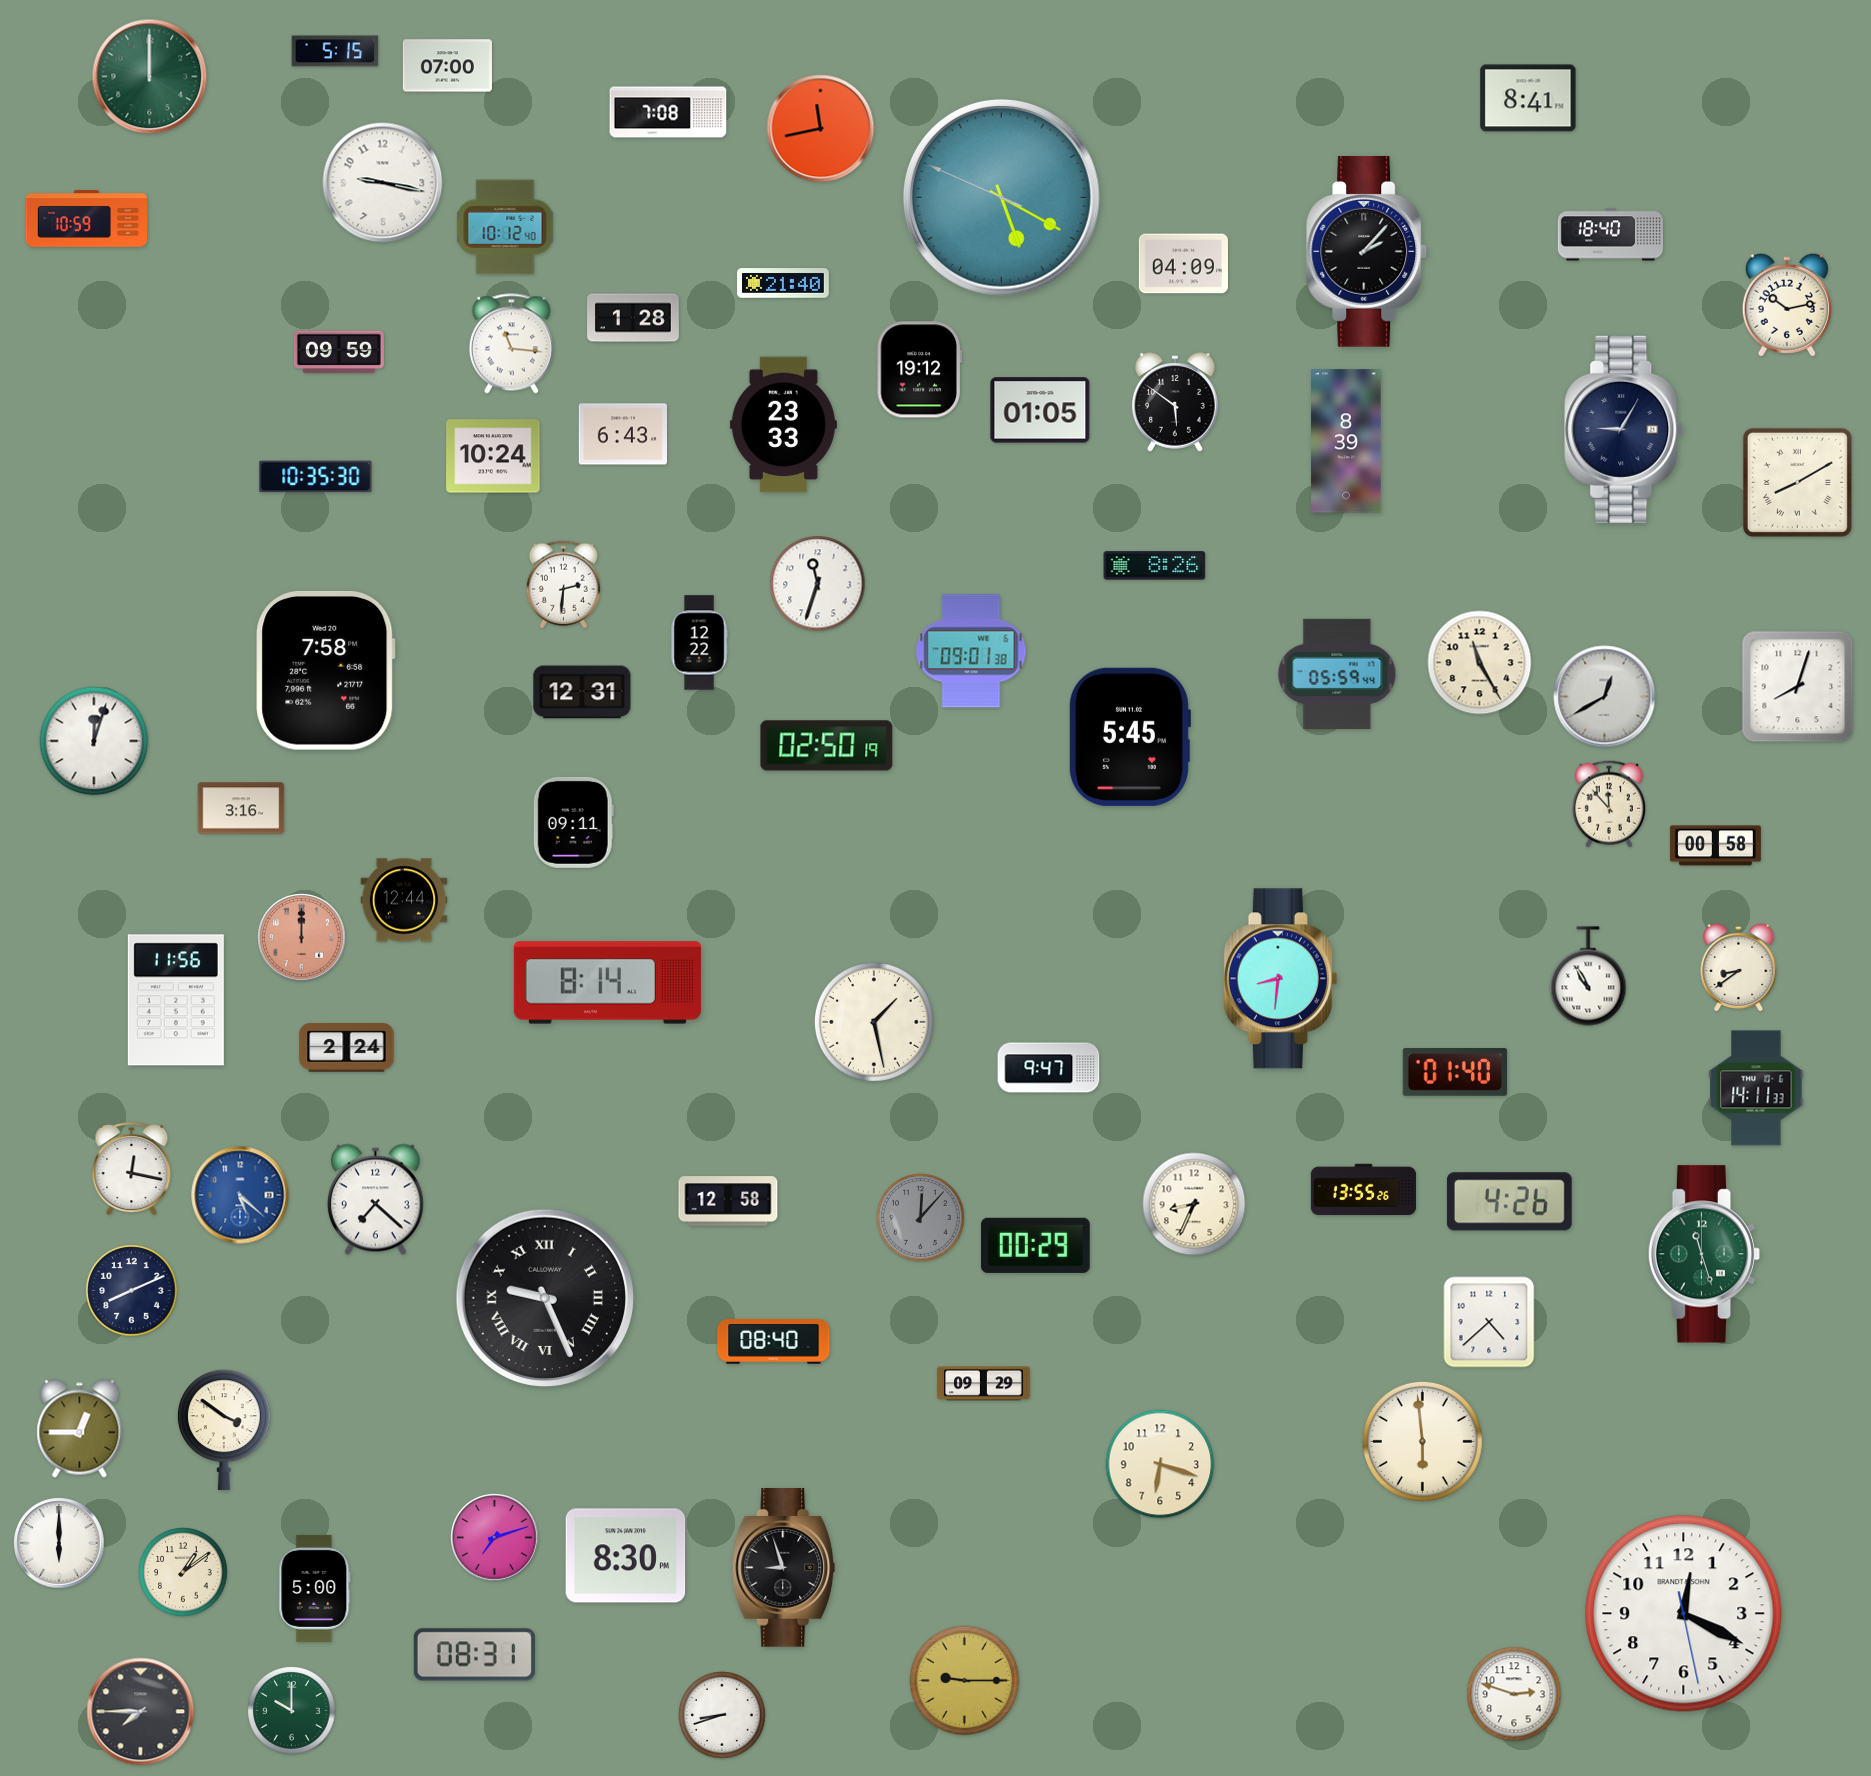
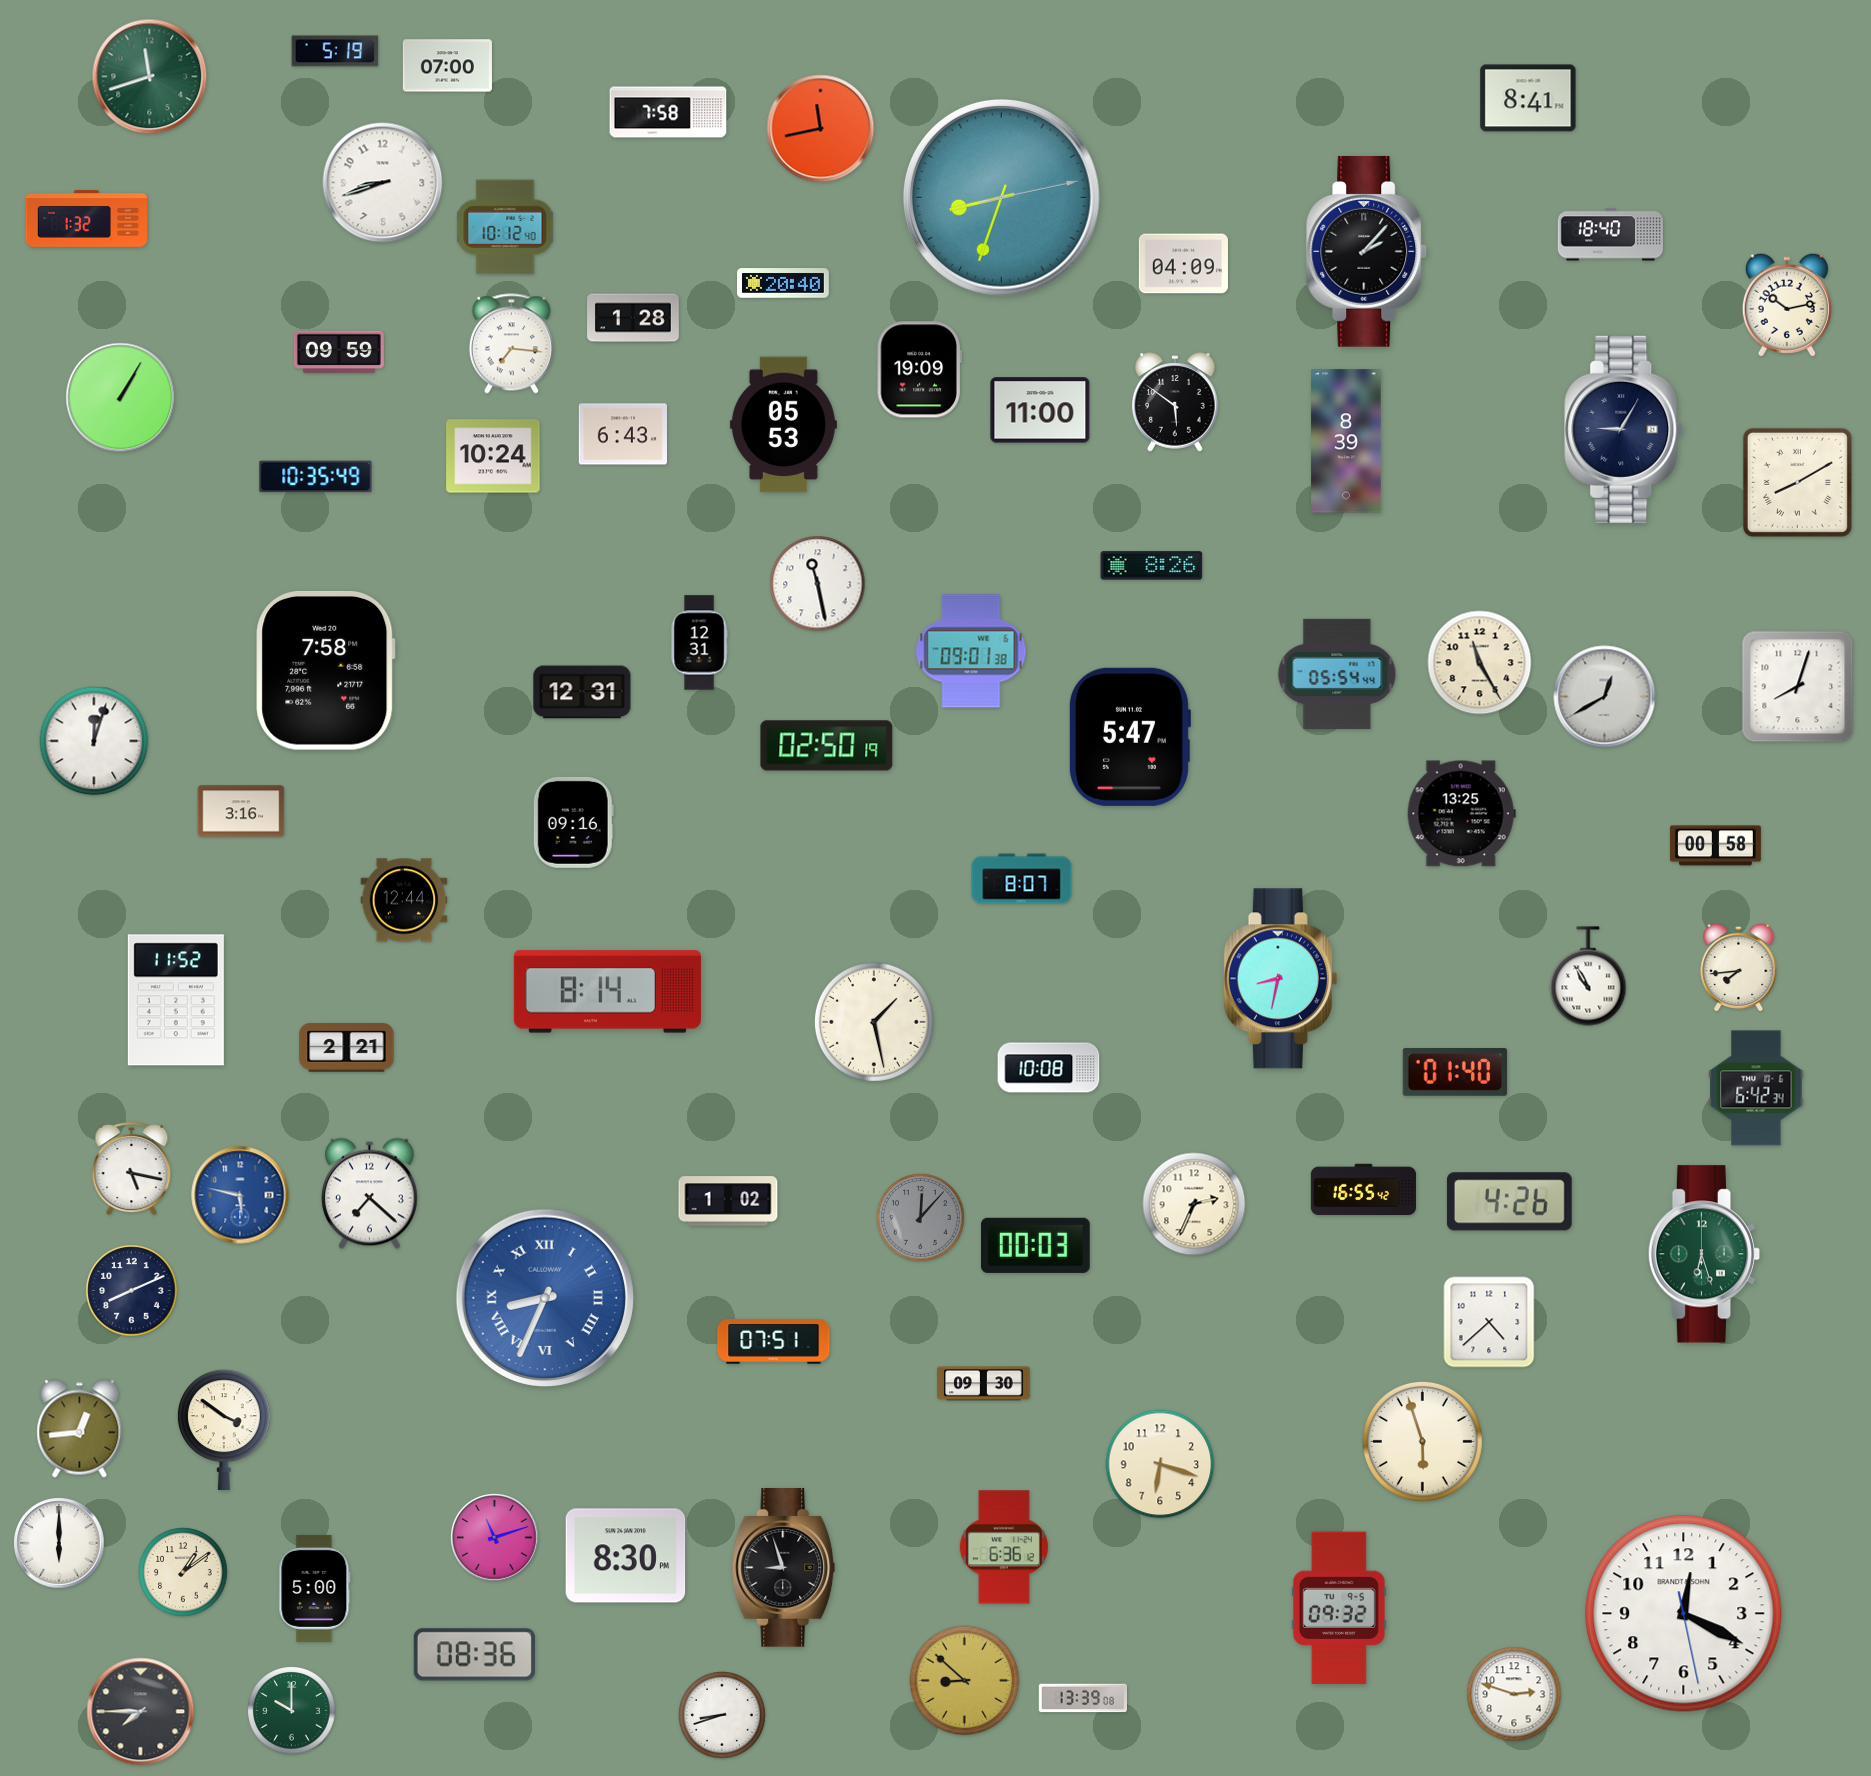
clock at (335, 51): 5:15 -> 5:19
clock at (150, 77): 12:00 -> 11:42
clock at (668, 112): 7:08 -> 7:58
clock at (383, 183): 9:17 -> 8:42
clock at (1001, 197): 5:19 -> 8:33
clock at (87, 219): 10:59 -> 1:32
clock at (783, 283): 21:40 -> 20:40
clock at (511, 344): 11:16 -> 7:16
clock at (919, 370): 19:12 -> 19:09
clock at (121, 398): none -> 1:05
clock at (1040, 410): 01:05 -> 11:00
clock at (783, 425): 23:33 -> 05:53
clock at (316, 477): 10:35:30 -> 10:35:49
clock at (1155, 566) position: (1155, 566) -> (1152, 566)
clock at (818, 584): 11:33 -> 11:28
clock at (563, 585): 2:31 -> none
clock at (699, 643): 12:22 -> 12:31
clock at (1337, 674): 05:59 -> 05:54
clock at (1129, 737): 5:45 -> 5:47
clock at (1609, 804): 11:53 -> none
clock at (241, 808) position: (241, 808) -> (241, 811)
clock at (1461, 814): none -> 13:25
clock at (573, 822): 09:11 -> 09:16
clock at (1022, 879): none -> 8:07
clock at (302, 938): 12:00 -> none
clock at (1739, 967): 8:39 -> 7:44
clock at (1280, 979): 8:31 -> 8:32
clock at (607, 983) position: (607, 983) -> (607, 992)
clock at (176, 1000): 11:56 -> 11:52
clock at (347, 1048): 2:24 -> 2:21
clock at (1049, 1068): 9:47 -> 10:08
clock at (1756, 1088): 14:11 -> 6:42
clock at (132, 1169): 12:17 -> 5:17
clock at (1363, 1190): 13:55 -> 16:55
clock at (240, 1195): 5:22 -> 5:47
clock at (375, 1200) position: (375, 1200) -> (369, 1194)
clock at (728, 1201): 12:58 -> 1:02
clock at (1194, 1204): 8:34 -> 2:34
clock at (1036, 1245): 00:29 -> 00:03
clock at (1703, 1254): 11:27 -> 6:27
clock at (545, 1298): 9:26 -> 8:34
clock at (545, 1298) dial: black -> blue
clock at (774, 1342): 08:40 -> 07:51
clock at (984, 1384): 09:29 -> 09:30
clock at (80, 1429): 12:45 -> 12:44
clock at (1422, 1441): 5:59 -> 5:57
clock at (495, 1538): 7:12 -> 11:12
clock at (1004, 1547): none -> 6:36
clock at (1339, 1608): none -> 09:32
clock at (474, 1655): 08:31 -> 08:36
clock at (965, 1681): 9:15 -> 8:52
clock at (1083, 1698): none -> 13:39
